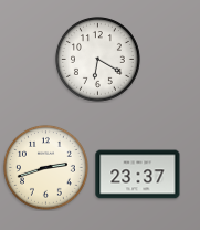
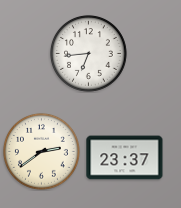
clock at (98, 60): 6:20 -> 6:44
clock at (46, 168): 2:42 -> 2:39
